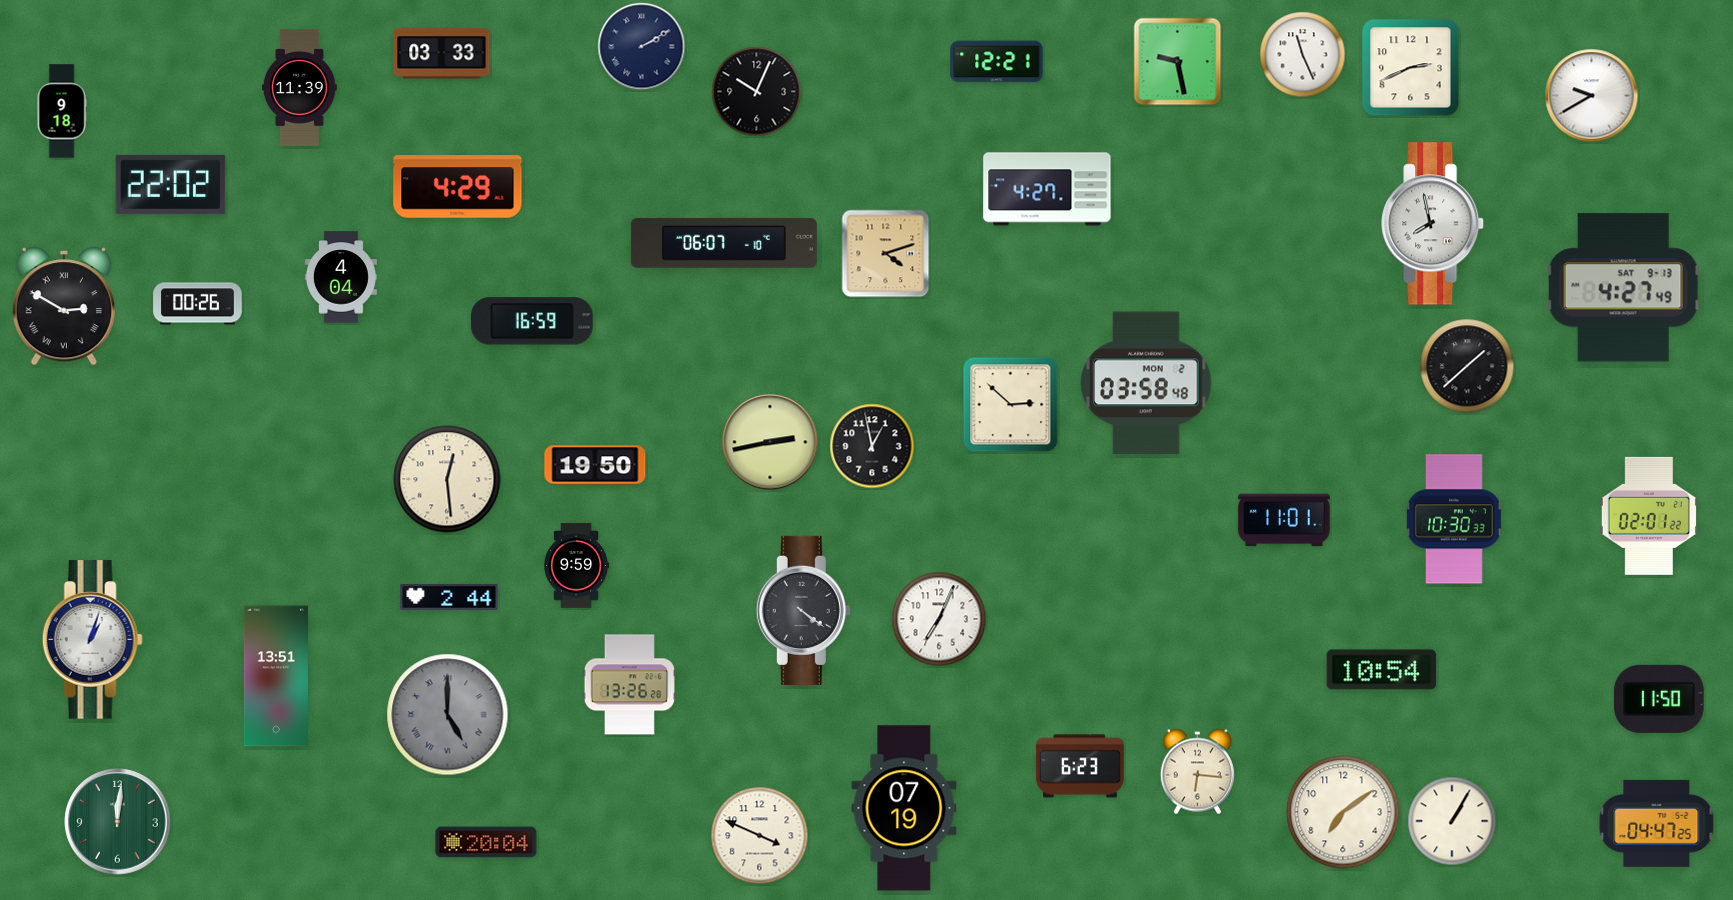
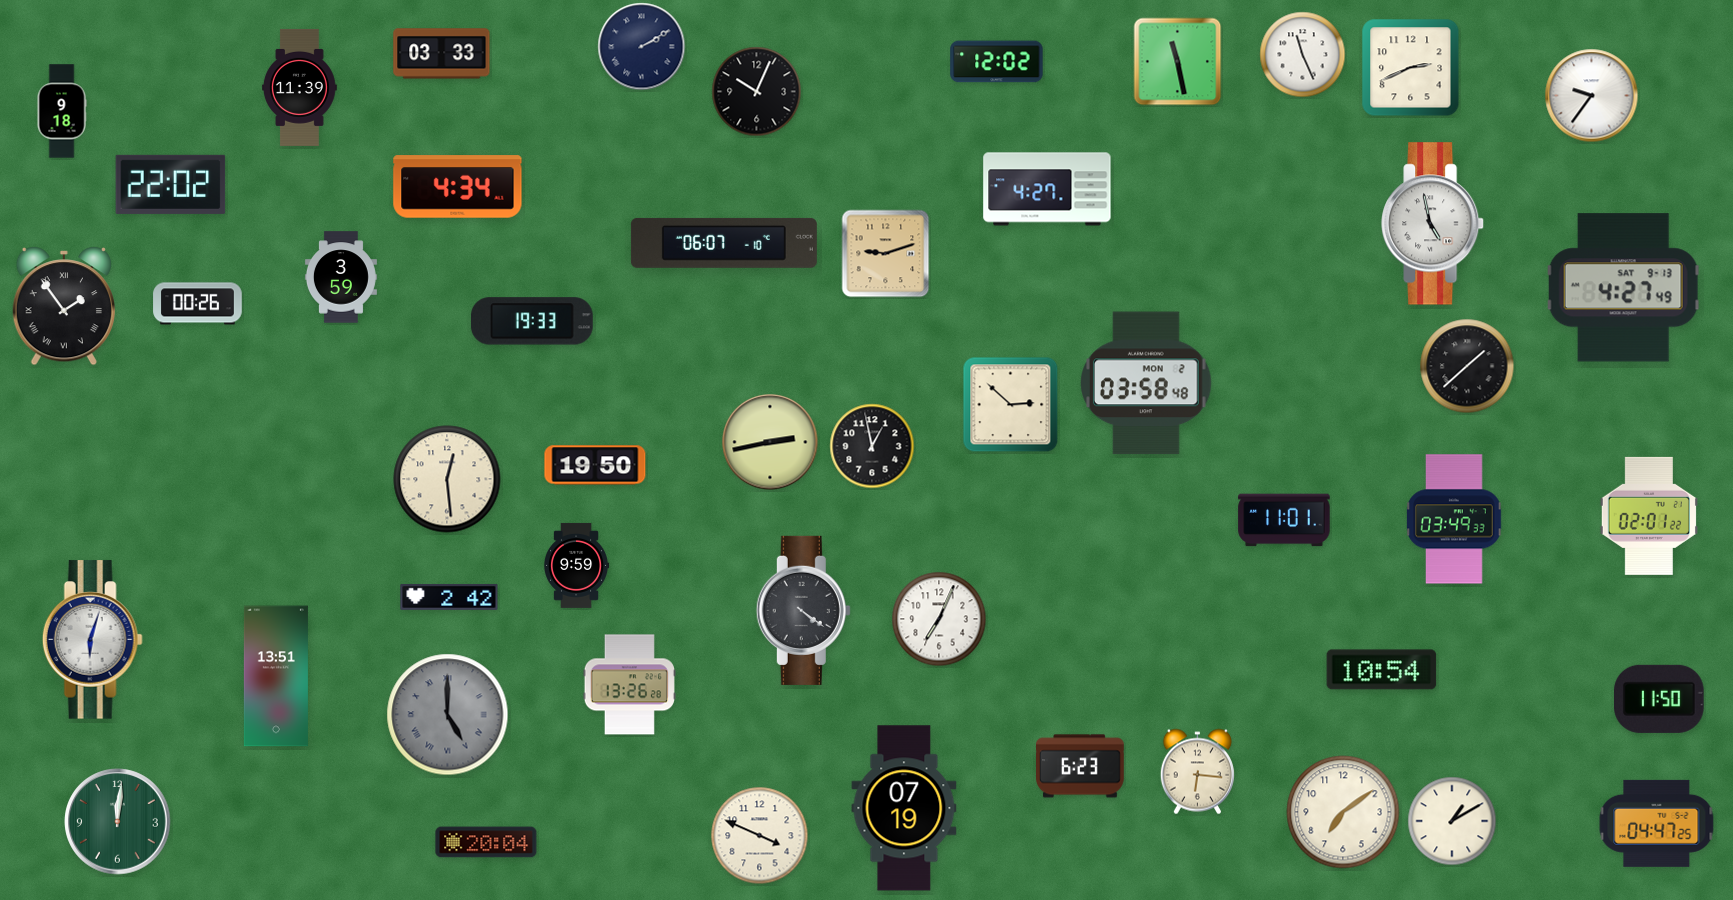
clock at (997, 62): 12:21 -> 12:02
clock at (1178, 62): 9:28 -> 11:28
clock at (1592, 96): 9:40 -> 9:36
clock at (458, 187): 4:29 -> 4:34
clock at (1433, 224): 7:58 -> 4:58
clock at (886, 254): 4:12 -> 9:12
clock at (341, 277): 4:04 -> 3:59
clock at (63, 307): 2:50 -> 1:54
clock at (532, 321): 16:59 -> 19:33
clock at (1455, 519): 10:30 -> 03:49
clock at (449, 597): 2:44 -> 2:42
clock at (92, 640): 1:03 -> 6:03
clock at (1452, 821): 1:05 -> 1:10
